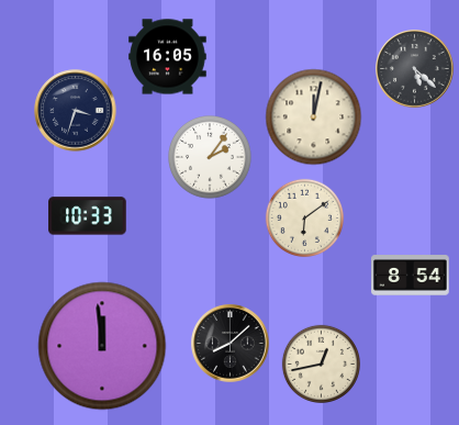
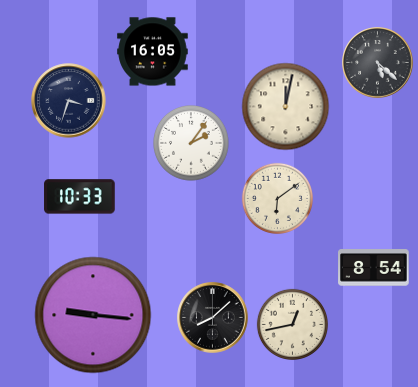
clock at (411, 276) position: (411, 276) -> (374, 268)
clock at (231, 344) position: (231, 344) -> (213, 318)
clock at (102, 346): 11:59 -> 9:16
clock at (321, 364) position: (321, 364) -> (292, 324)
